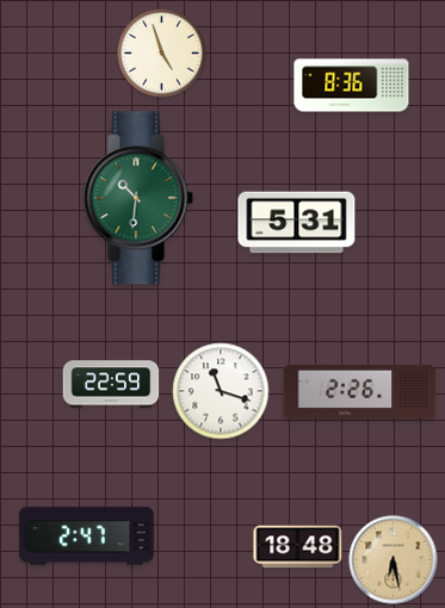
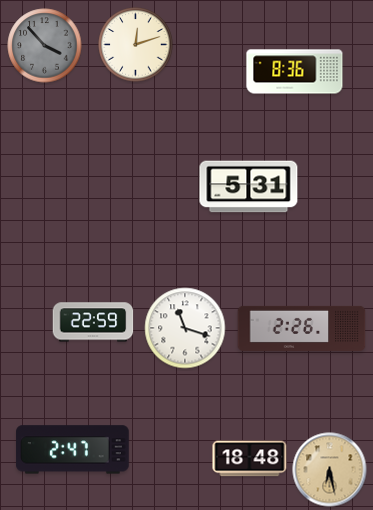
clock at (162, 54): 4:57 -> 12:12
clock at (45, 46): none -> 3:53
clock at (138, 198): 10:31 -> none
